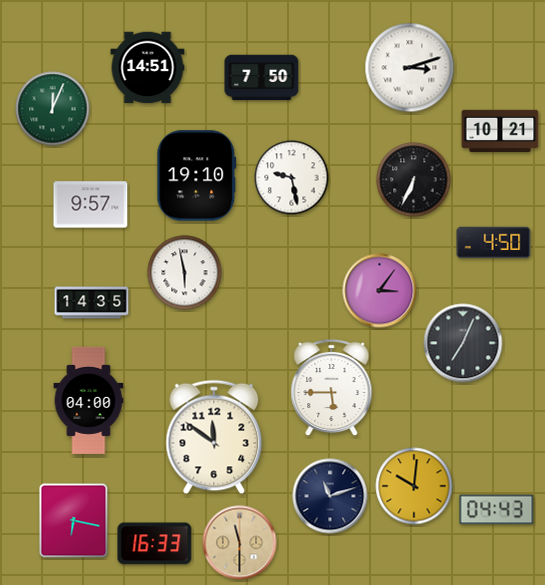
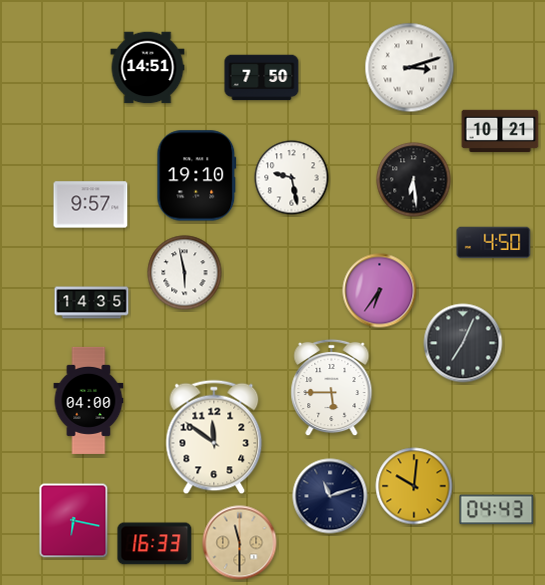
clock at (53, 109): 12:04 -> none
clock at (414, 180): 6:34 -> 6:29
clock at (380, 291): 3:06 -> 6:36
